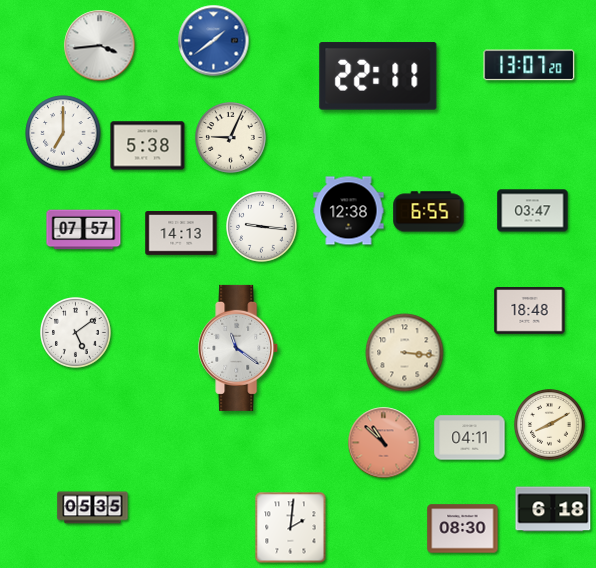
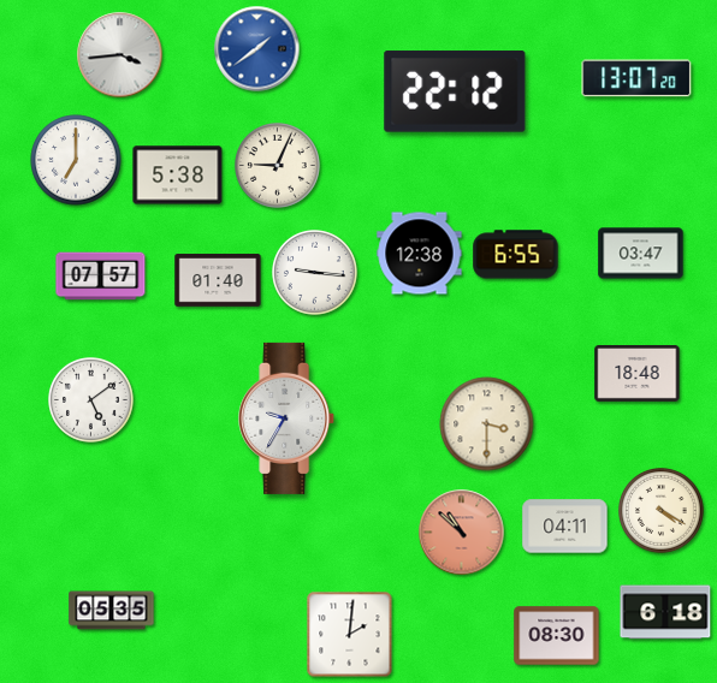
clock at (378, 76): 22:11 -> 22:12
clock at (181, 233): 14:13 -> 01:40
clock at (239, 348): 11:21 -> 9:35
clock at (405, 353): 3:16 -> 3:30
clock at (550, 425): 8:10 -> 4:20
